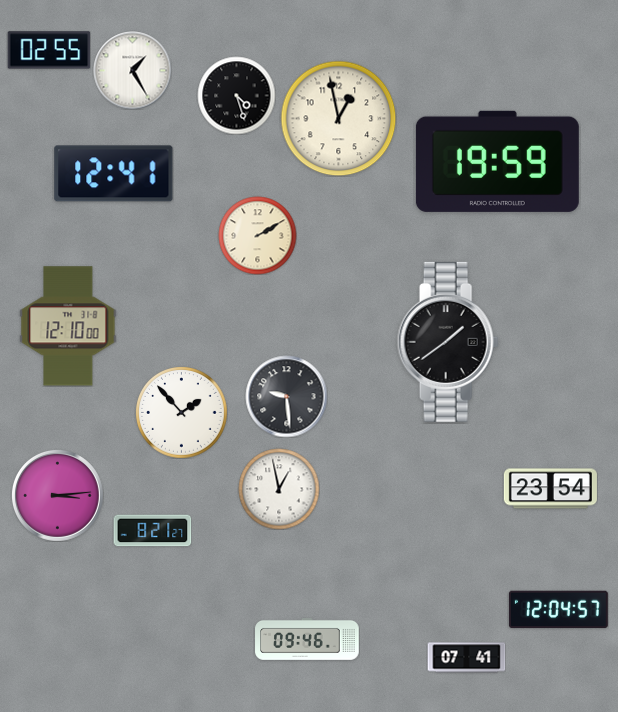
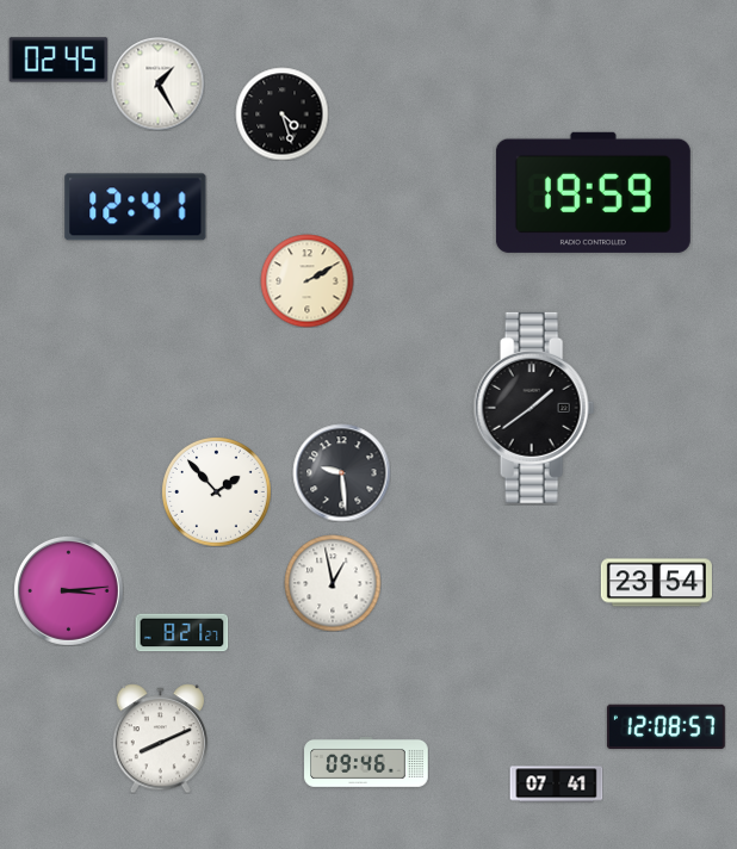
clock at (49, 50): 02:55 -> 02:45
clock at (338, 118): 12:58 -> none
clock at (68, 326): 12:10 -> none
clock at (558, 610): 12:04 -> 12:08
clock at (160, 738): none -> 8:11
